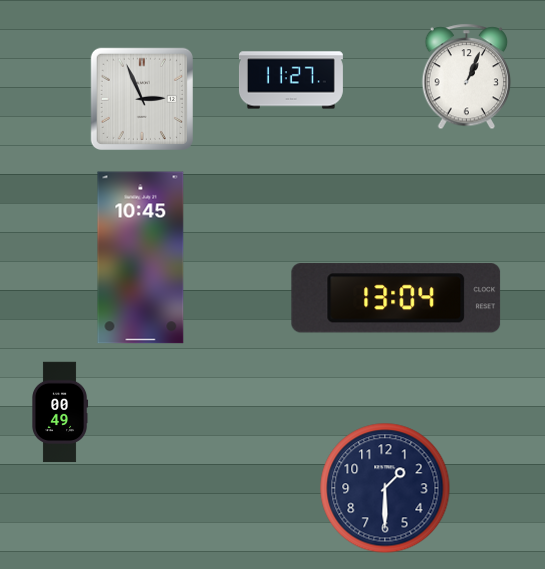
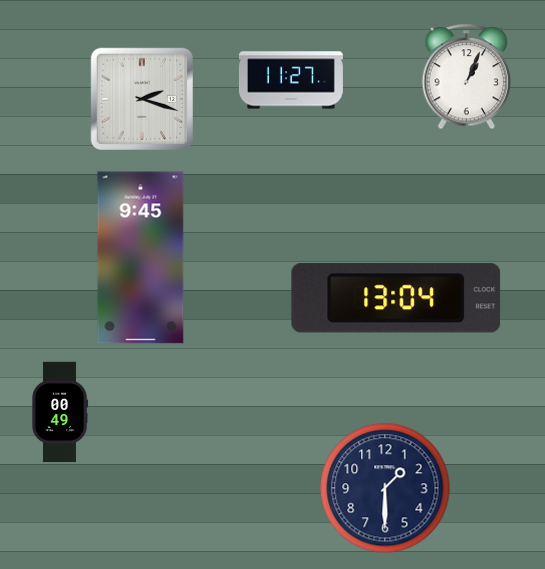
clock at (142, 99): 2:56 -> 2:18
clock at (141, 258): 10:45 -> 9:45
